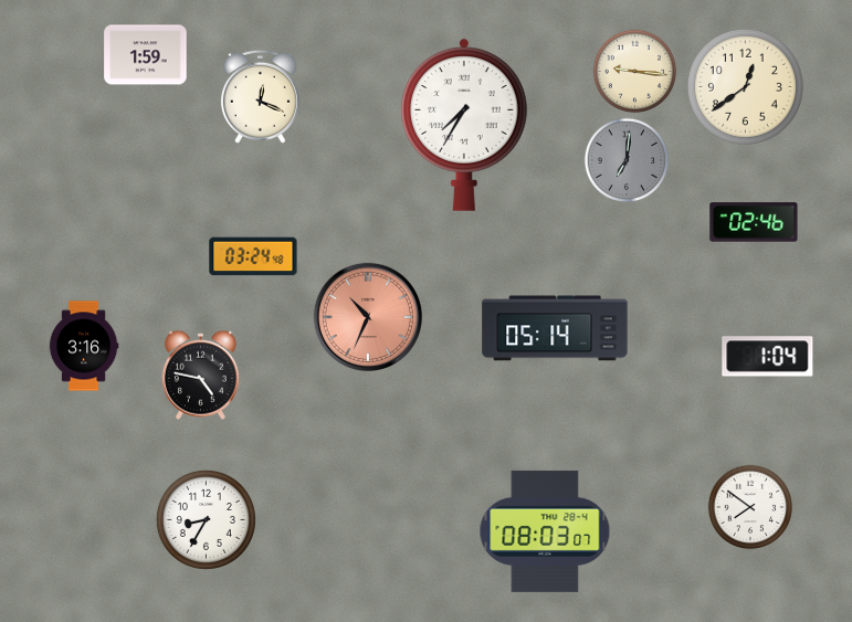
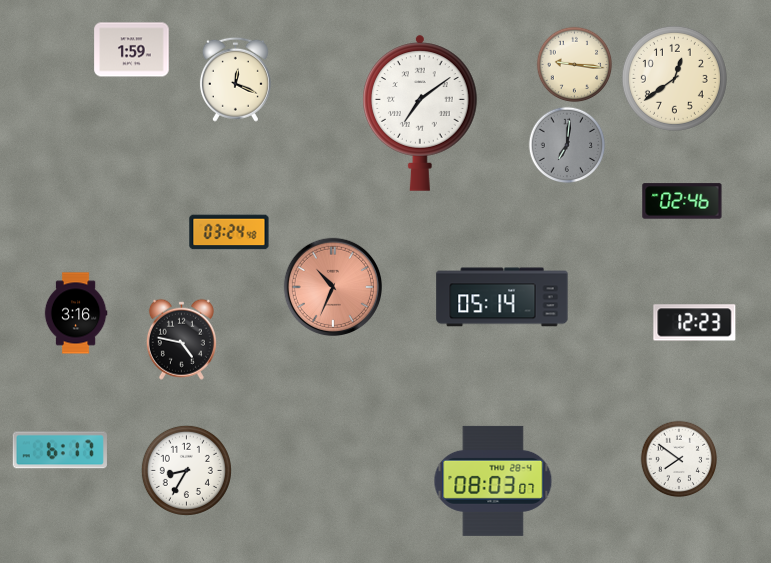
clock at (260, 96) position: (260, 96) -> (235, 79)
clock at (465, 125): 7:35 -> 7:09
clock at (768, 357): 1:04 -> 12:23
clock at (60, 450): none -> 6:17
